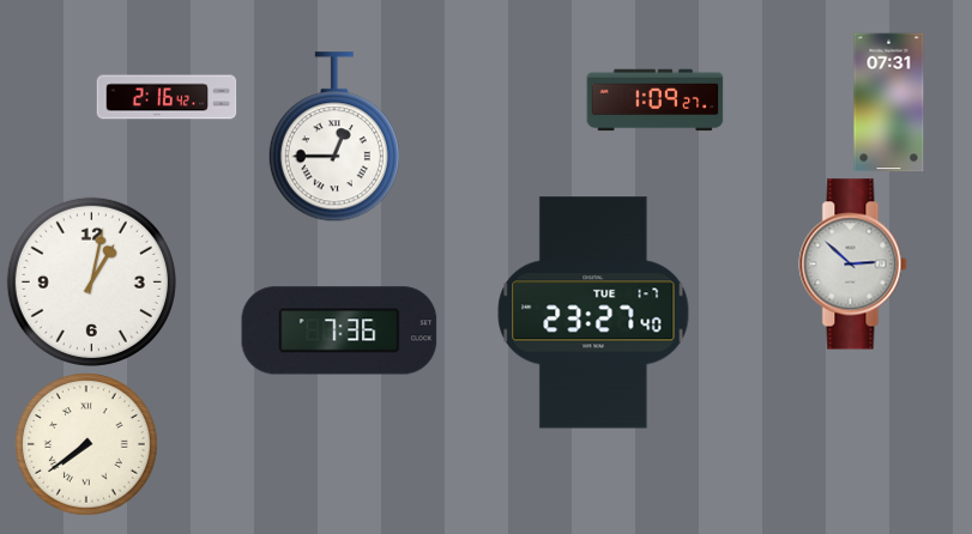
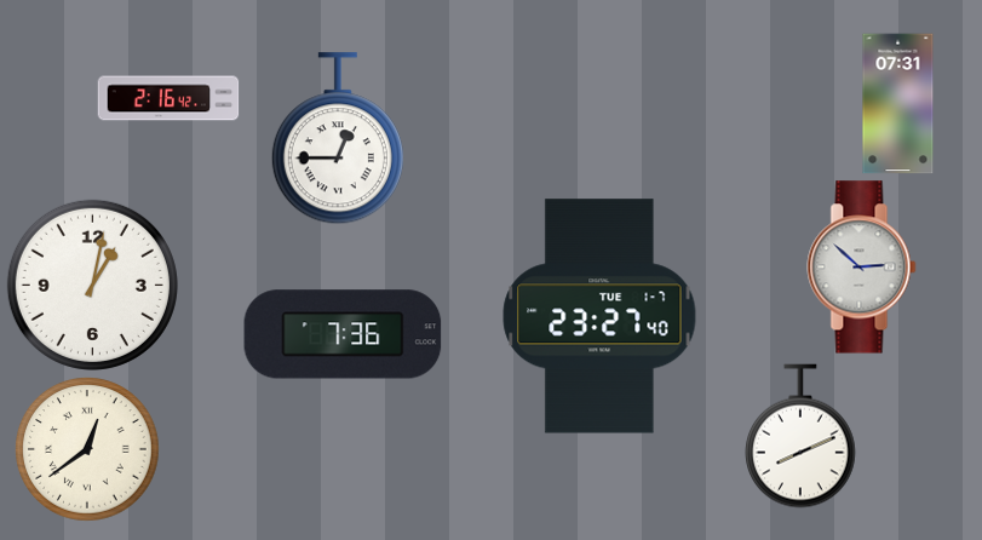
clock at (656, 101): 1:09 -> none
clock at (802, 436): none -> 8:11
clock at (86, 444): 7:39 -> 12:39
